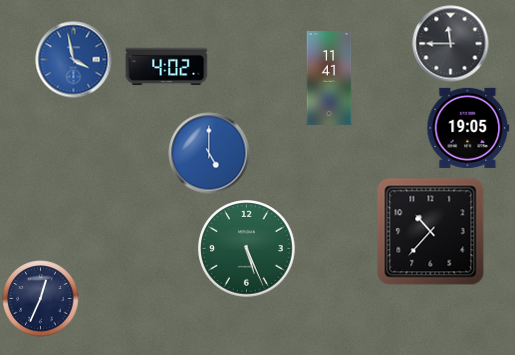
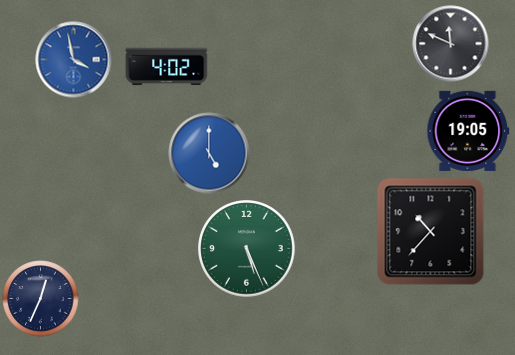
clock at (451, 44): 11:45 -> 11:49
clock at (329, 79): 11:41 -> none
clock at (468, 128) position: (468, 128) -> (468, 131)
